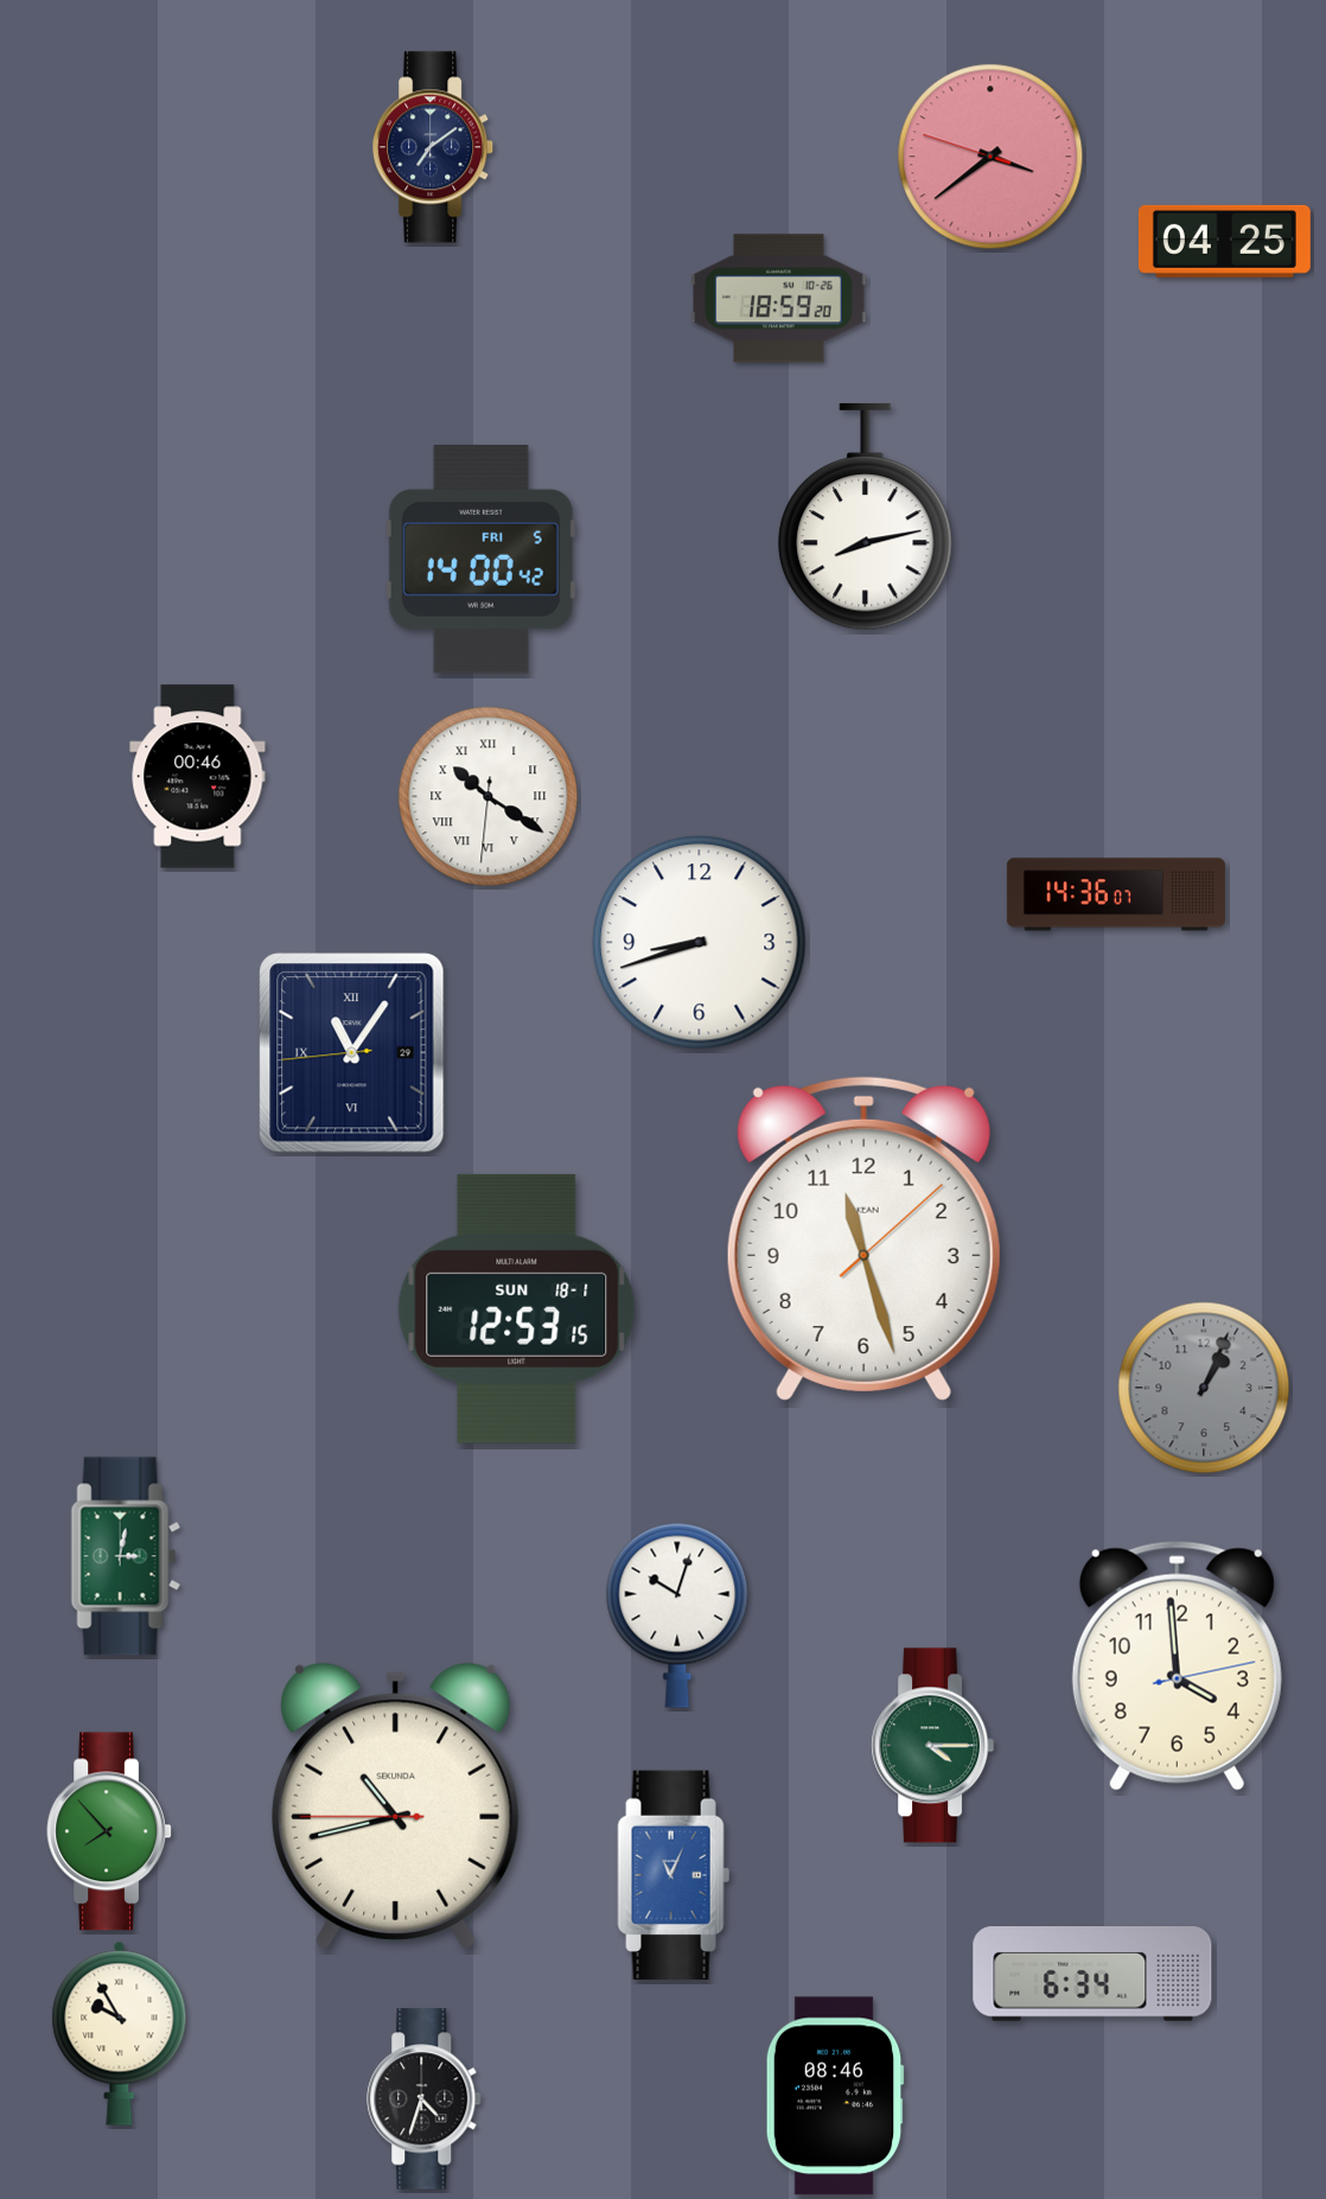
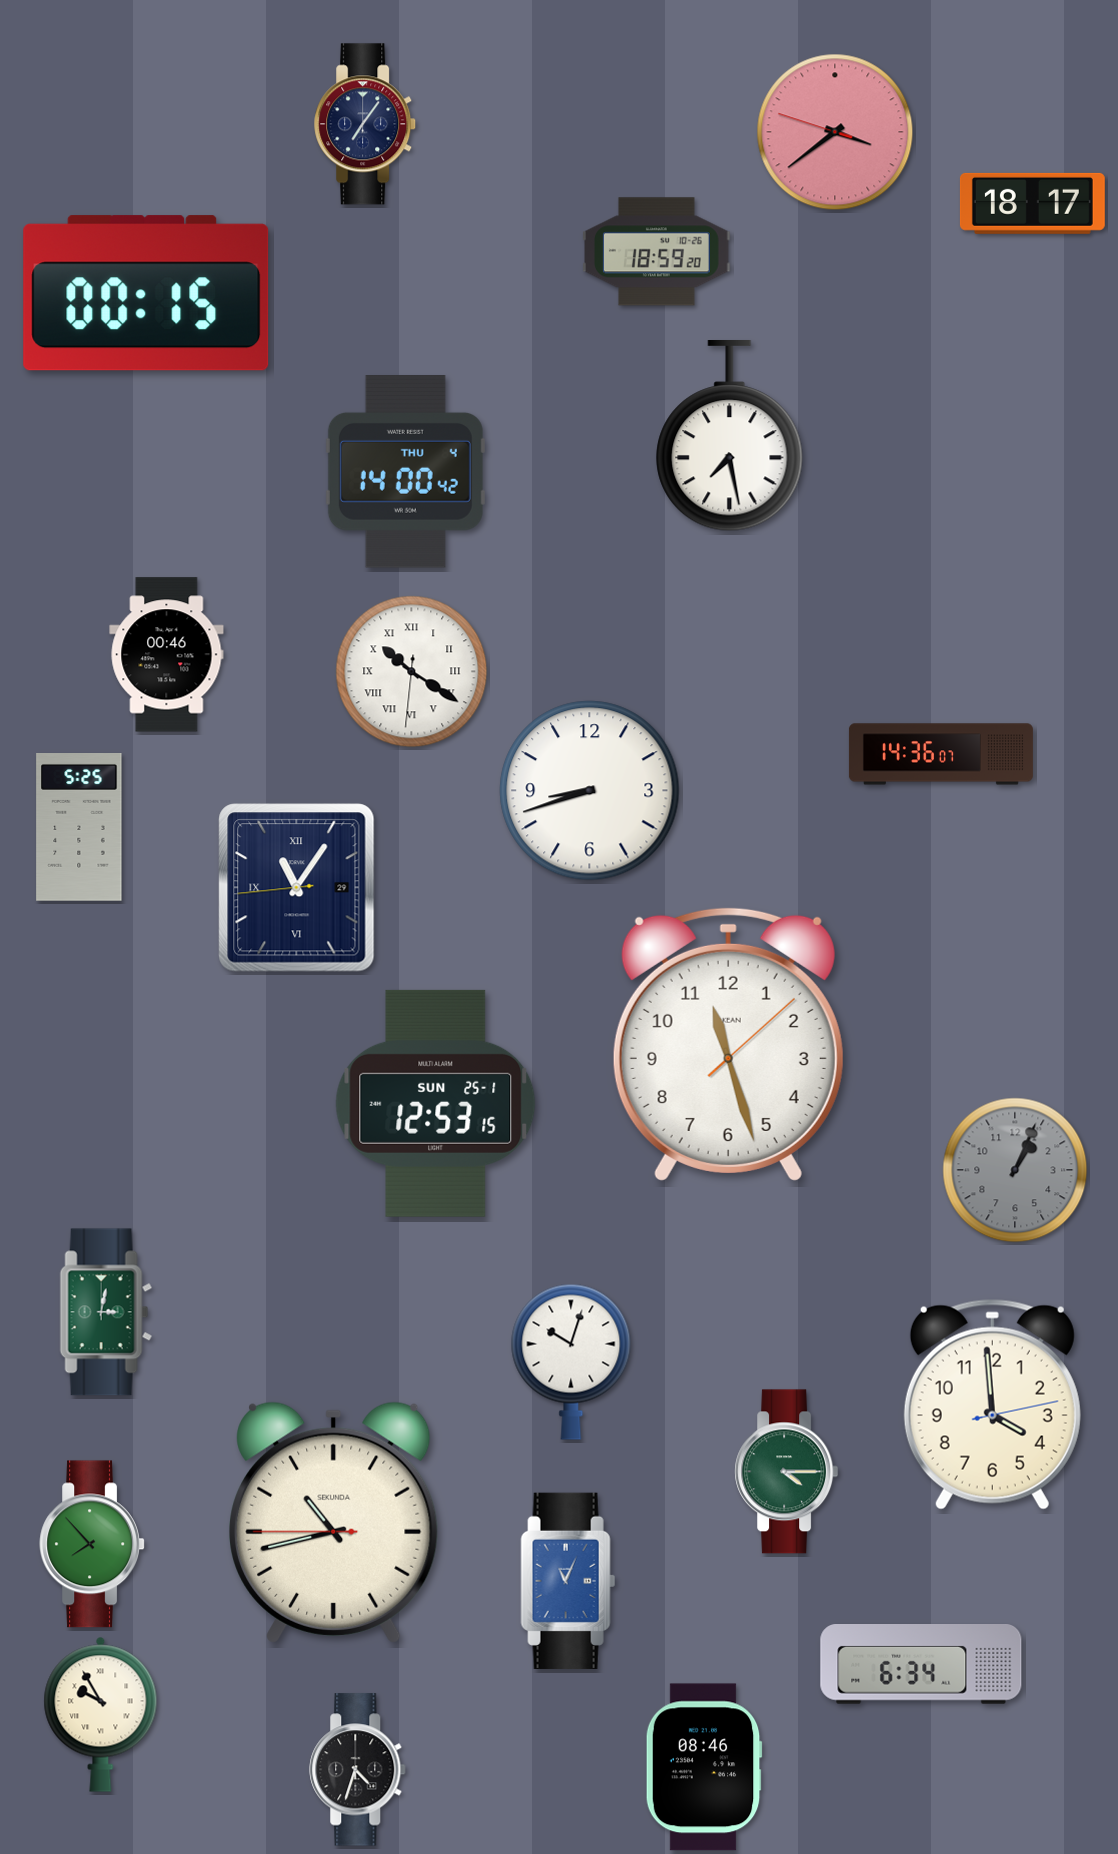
clock at (434, 147): 7:09 -> 7:06
clock at (1224, 241): 04:25 -> 18:17
clock at (146, 293): none -> 00:15
clock at (866, 518): 8:13 -> 7:28
clock at (480, 560) date: FRI 5 -> THU 4
clock at (700, 943) position: (700, 943) -> (590, 791)
clock at (79, 828): none -> 5:25
clock at (517, 1308) date: SUN 18-1 -> SUN 25-1
